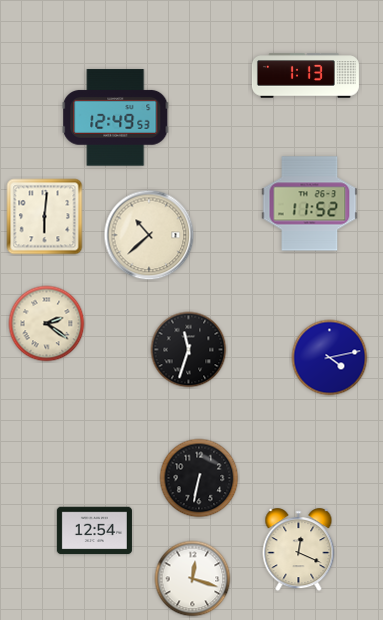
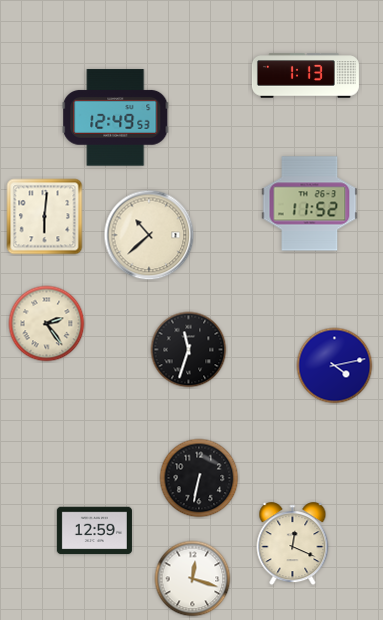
clock at (47, 324): 2:21 -> 2:24
clock at (330, 358) position: (330, 358) -> (335, 366)
clock at (94, 531): 12:54 -> 12:59
clock at (299, 550) position: (299, 550) -> (293, 544)
